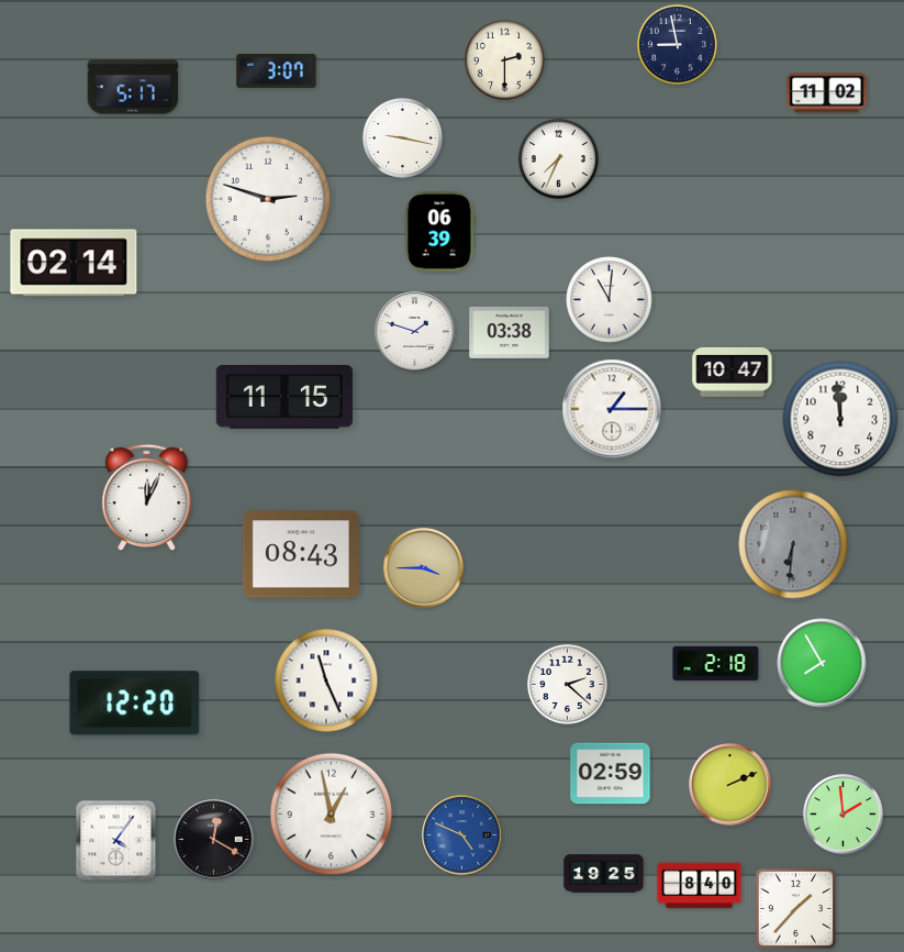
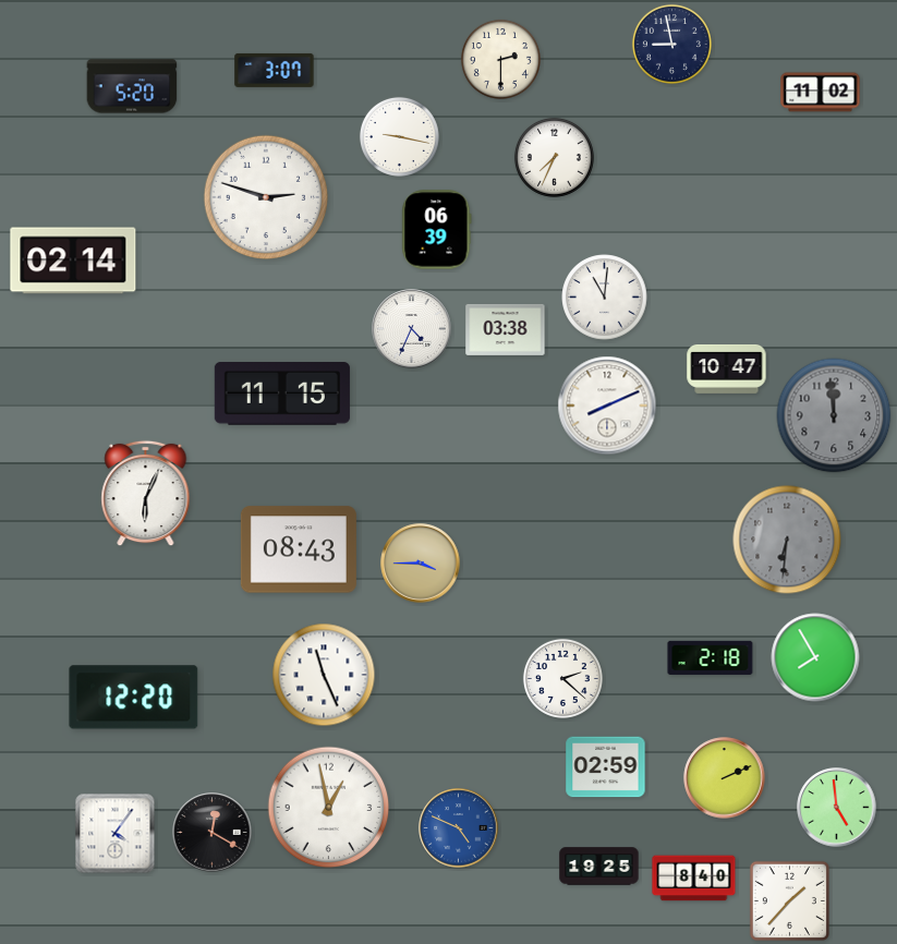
clock at (133, 87): 5:17 -> 5:20
clock at (415, 332): 1:48 -> 4:34
clock at (612, 409): 1:15 -> 8:11
clock at (840, 419) dial: white -> grey
clock at (147, 498): 12:04 -> 6:04
clock at (844, 815): 1:59 -> 4:59
